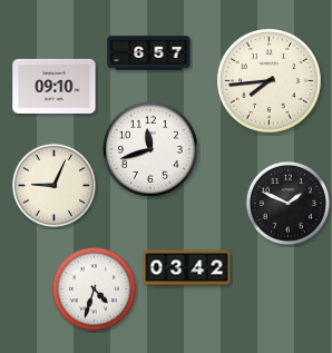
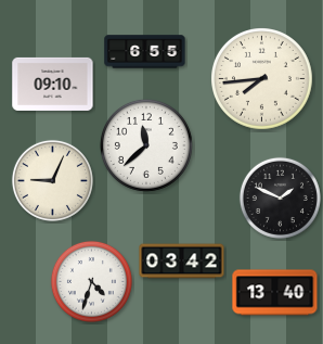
clock at (149, 53): 6:57 -> 6:55
clock at (150, 149): 11:42 -> 11:38
clock at (275, 293): none -> 13:40
